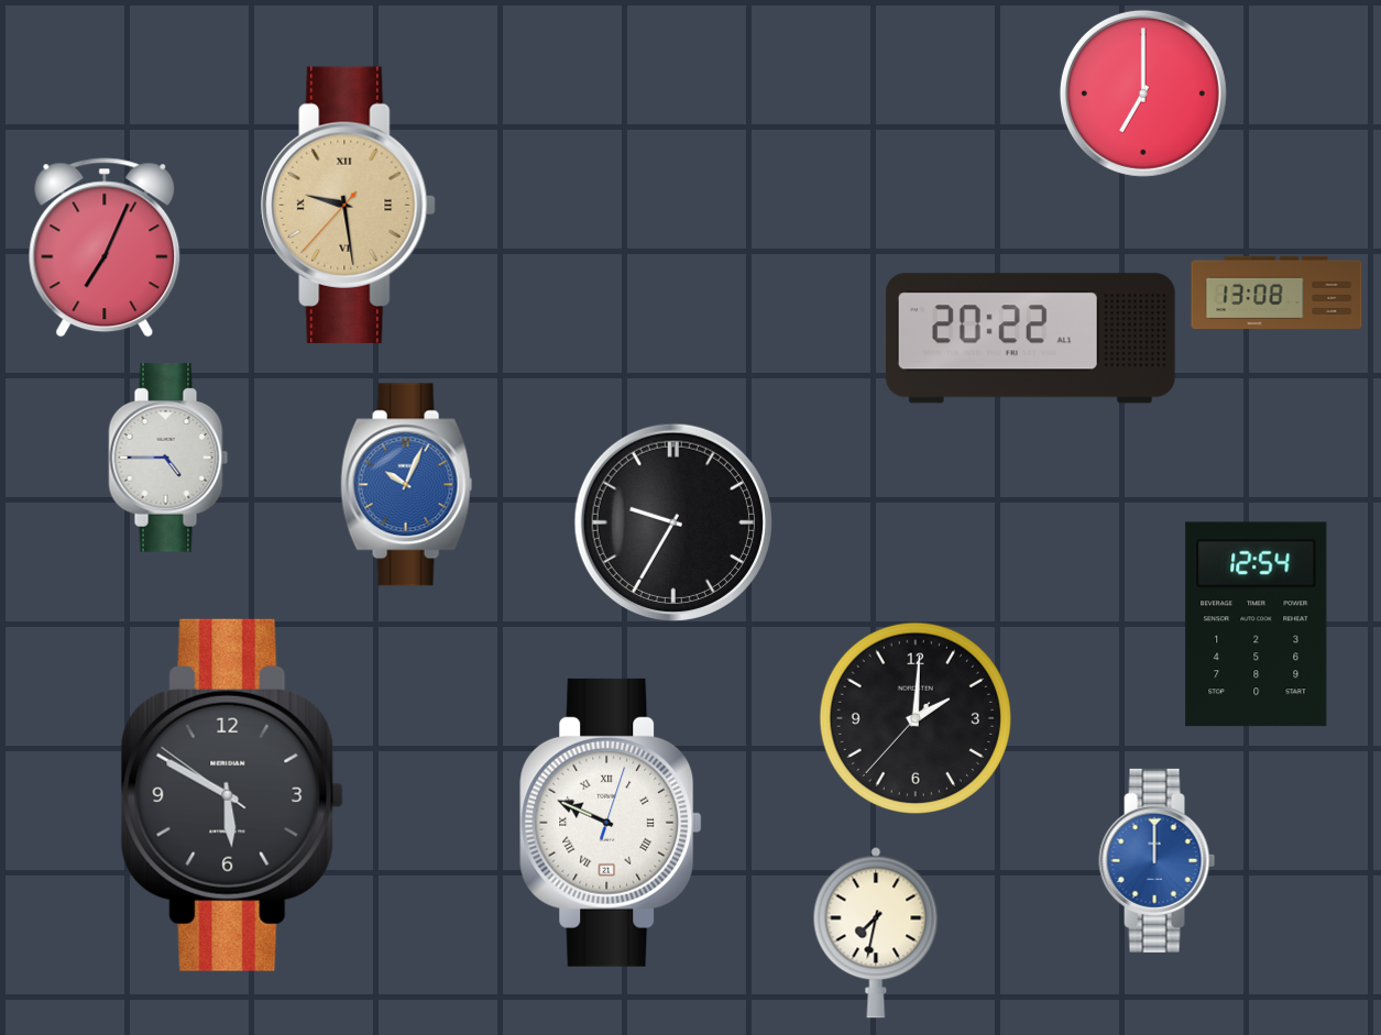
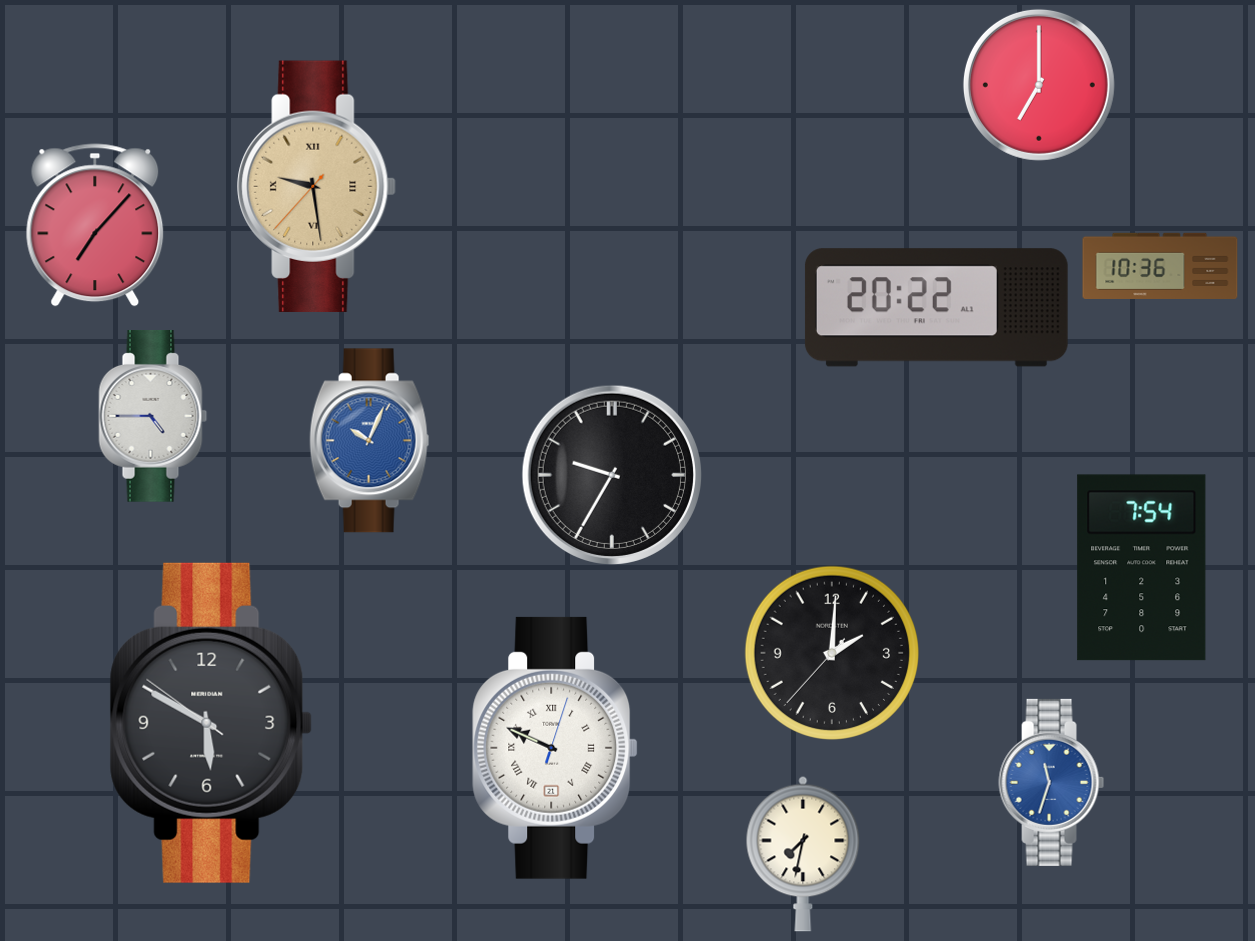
clock at (105, 247): 7:04 -> 7:07
clock at (1276, 291): 13:08 -> 10:36
clock at (1257, 625): 12:54 -> 7:54
clock at (1158, 860): 12:00 -> 11:33
clock at (876, 933) position: (876, 933) -> (803, 854)
